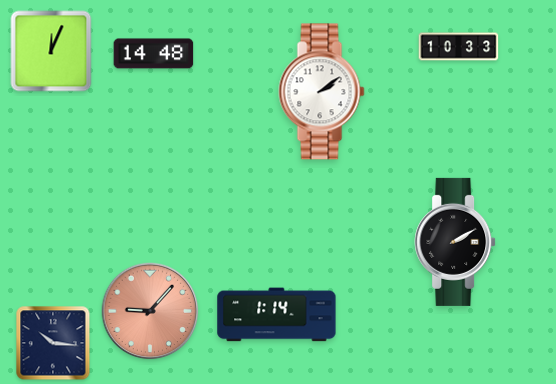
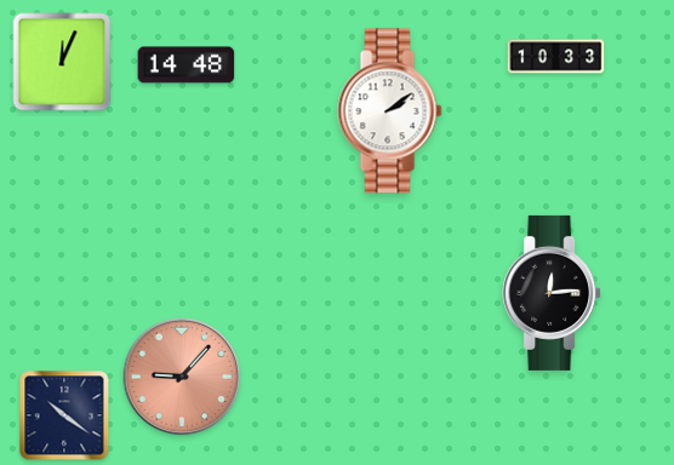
clock at (455, 242): 2:10 -> 12:14
clock at (277, 315): 1:14 -> none
clock at (53, 343): 10:16 -> 10:21
